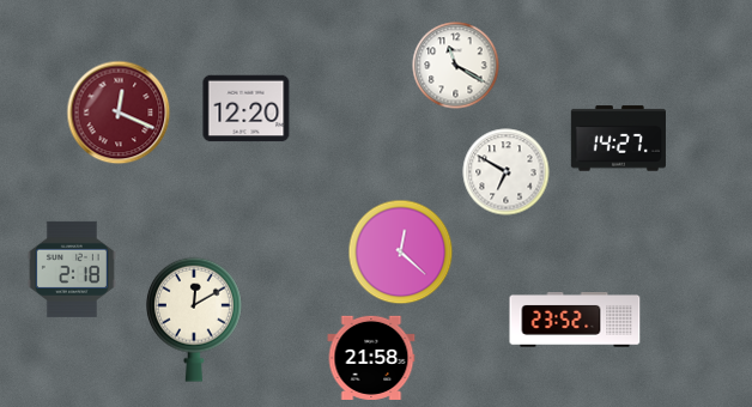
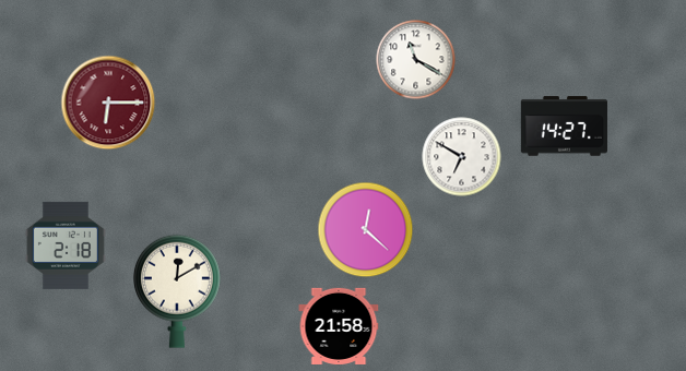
clock at (247, 109): 12:20 -> none
clock at (119, 113): 12:19 -> 6:15
clock at (575, 321): 23:52 -> none
